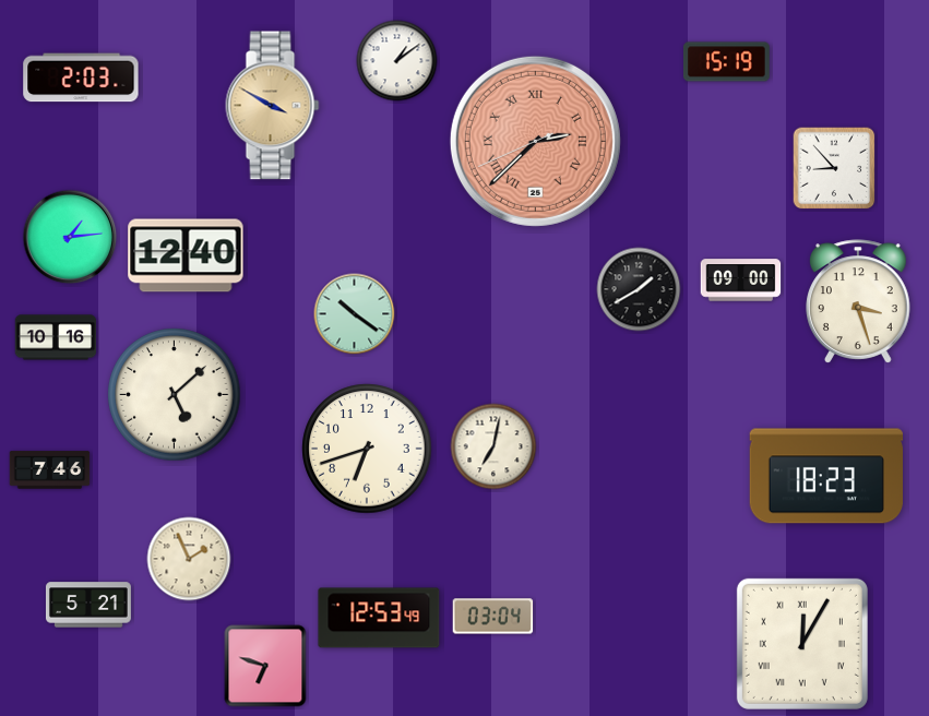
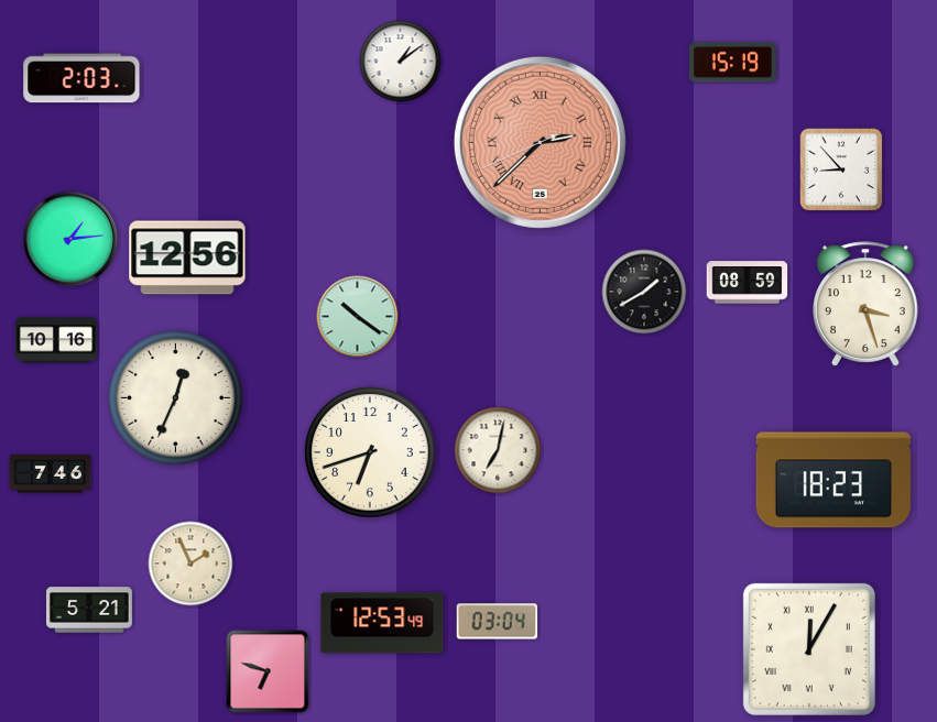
clock at (273, 106): 3:50 -> none
clock at (186, 255): 12:40 -> 12:56
clock at (741, 281): 09:00 -> 08:59
clock at (175, 395): 5:08 -> 12:34
